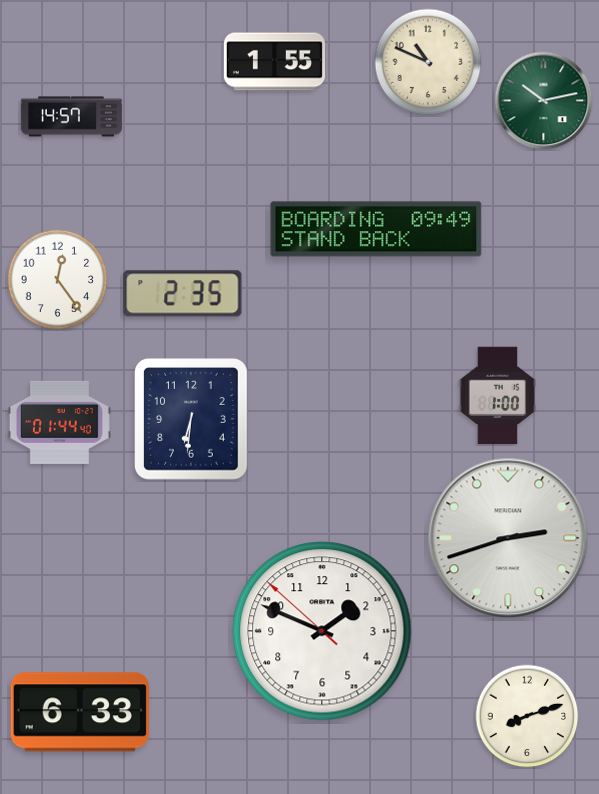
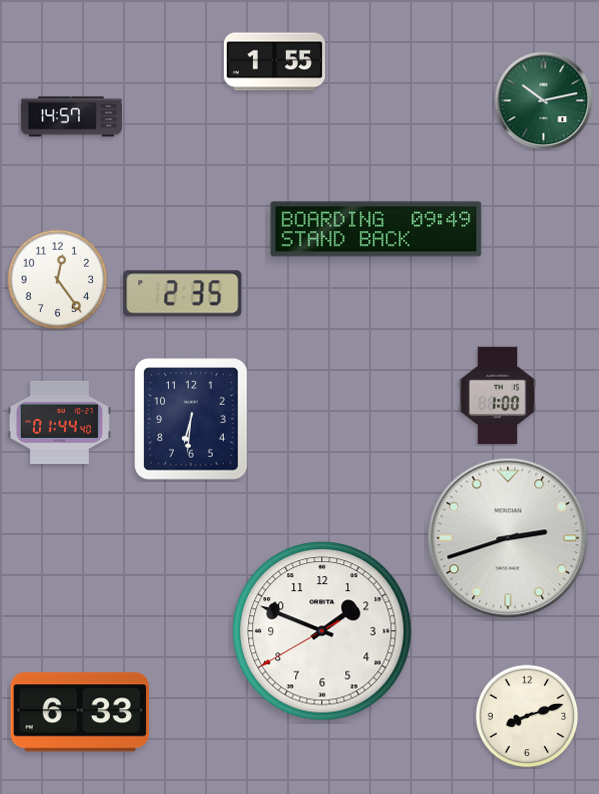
clock at (428, 62): 10:49 -> none
clock at (322, 631): 1:48:52 -> 1:48:40
